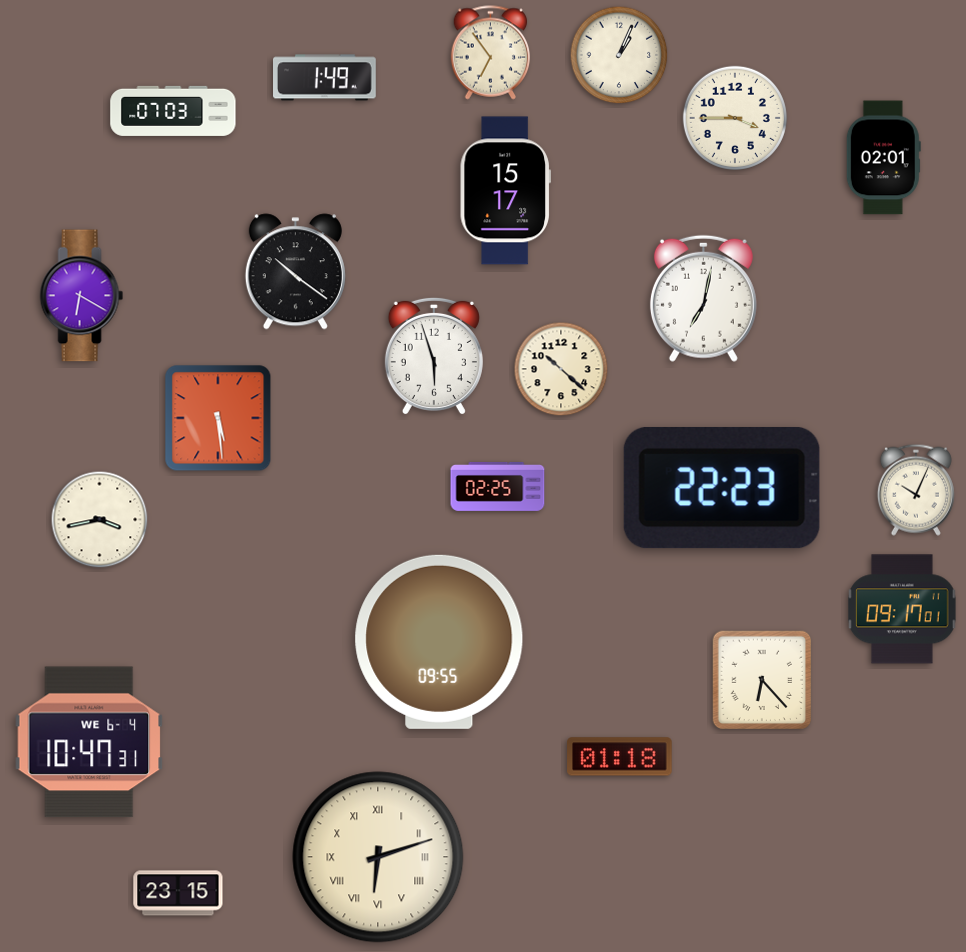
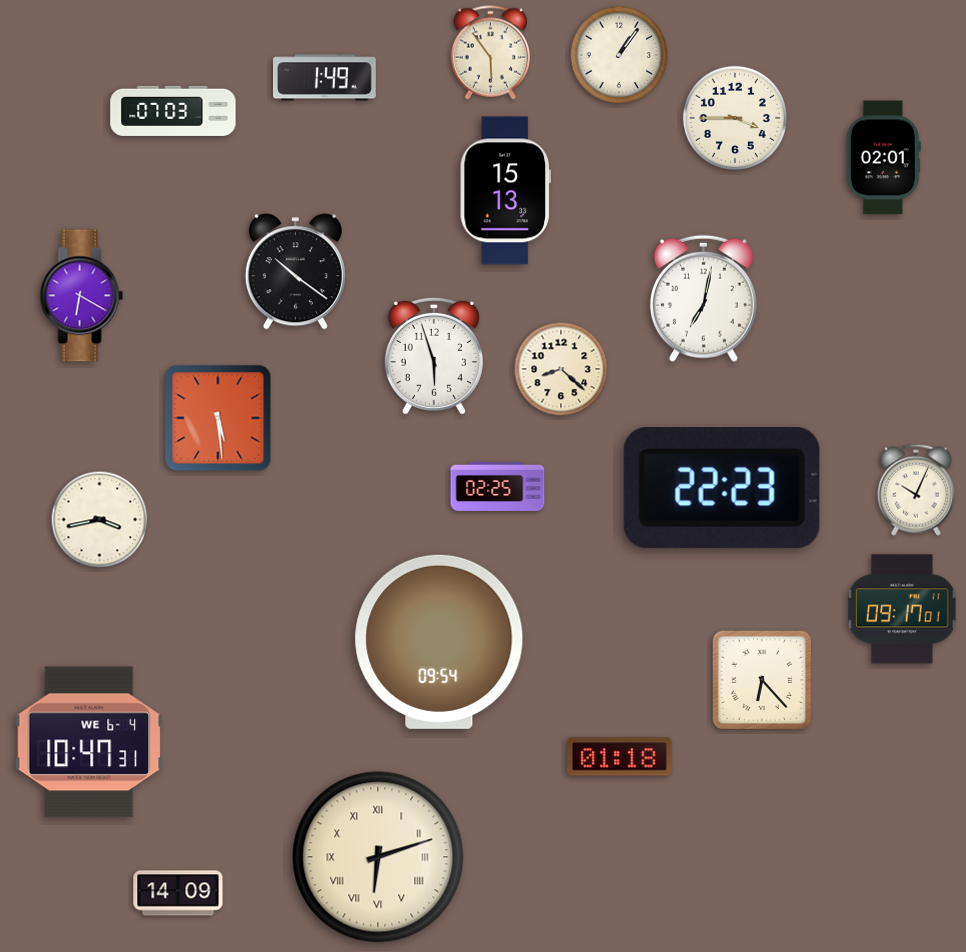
clock at (491, 53): 6:54 -> 5:54
clock at (619, 55): 1:04 -> 1:06
clock at (505, 191): 15:17 -> 15:13
clock at (561, 369): 10:22 -> 8:22
clock at (439, 642): 09:55 -> 09:54
clock at (178, 893): 23:15 -> 14:09
